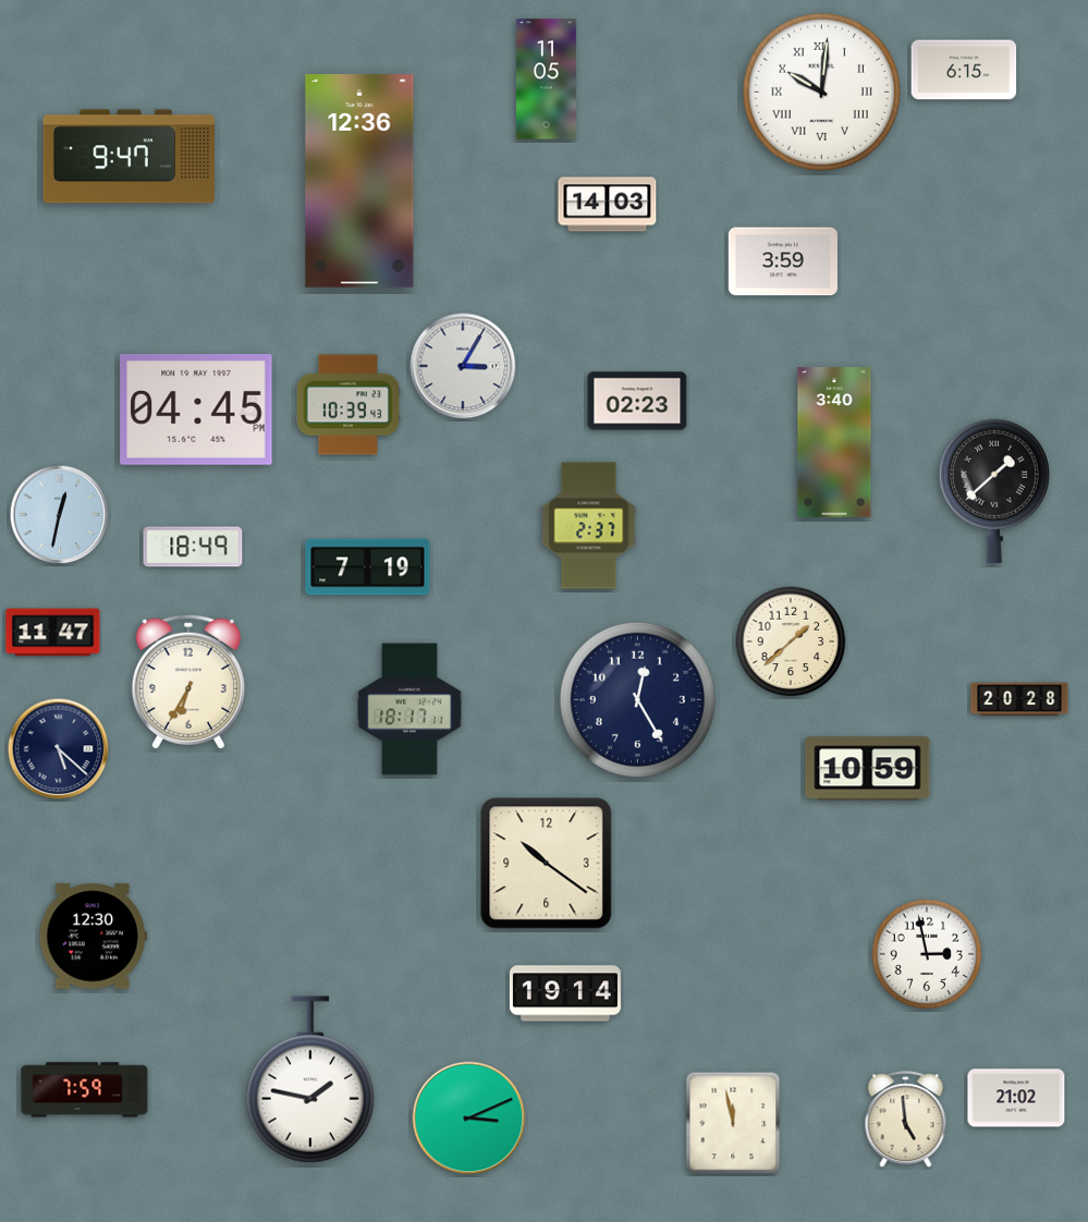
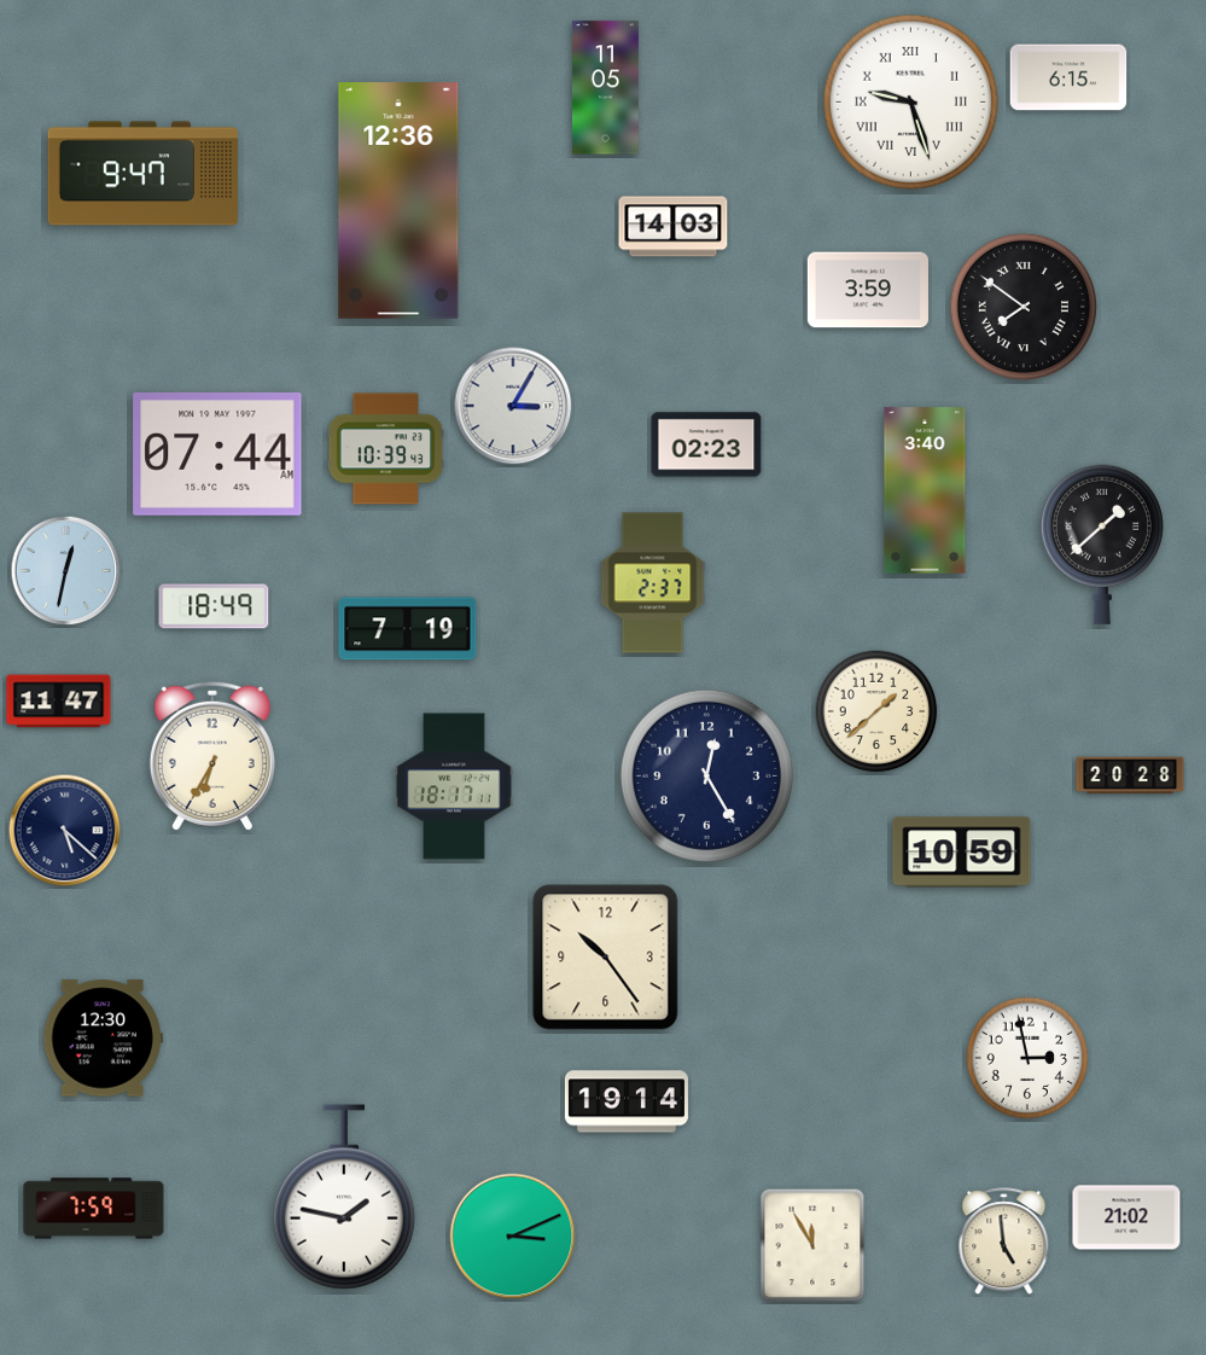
clock at (821, 91): 10:01 -> 9:27
clock at (1023, 306): none -> 7:51
clock at (196, 410): 04:45 -> 07:44
clock at (188, 682) position: (188, 682) -> (212, 756)
clock at (547, 864): 10:21 -> 10:24
clock at (469, 1119) position: (469, 1119) -> (513, 1237)
clock at (733, 1123): 11:58 -> 11:55
